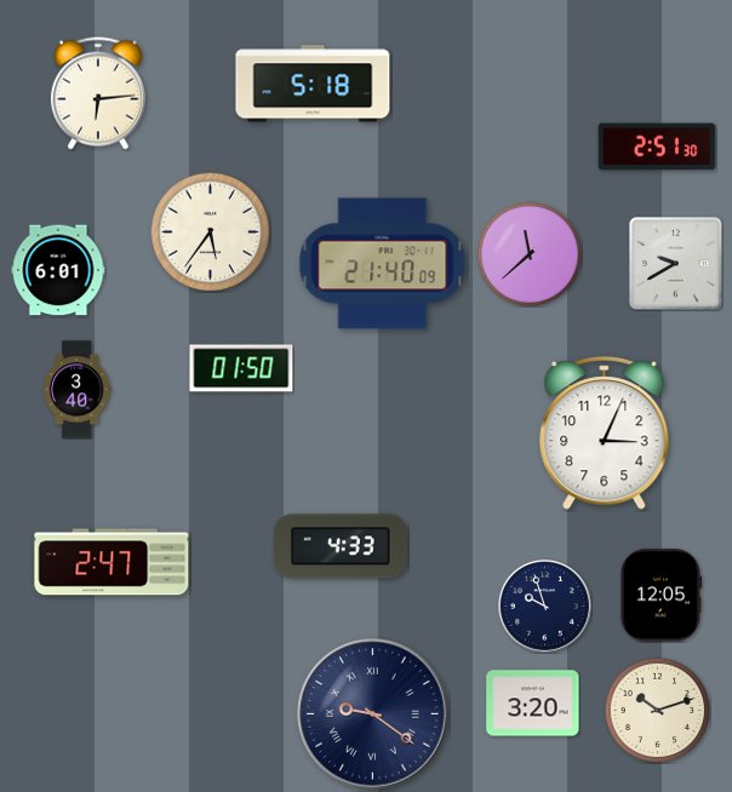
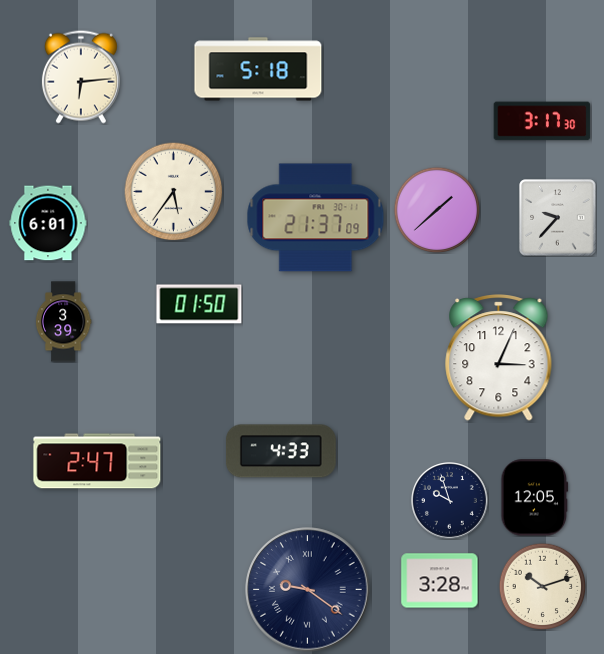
clock at (657, 147): 2:51 -> 3:17
clock at (530, 254): 11:38 -> 1:38
clock at (383, 264): 21:40 -> 21:37
clock at (676, 264): 9:40 -> 9:37
clock at (76, 390): 3:40 -> 3:39
clock at (111, 562) position: (111, 562) -> (97, 461)
clock at (662, 596) position: (662, 596) -> (535, 498)
clock at (533, 704): 3:20 -> 3:28
